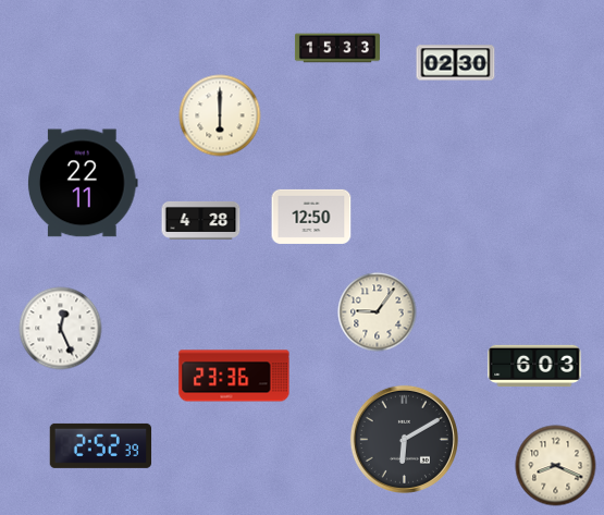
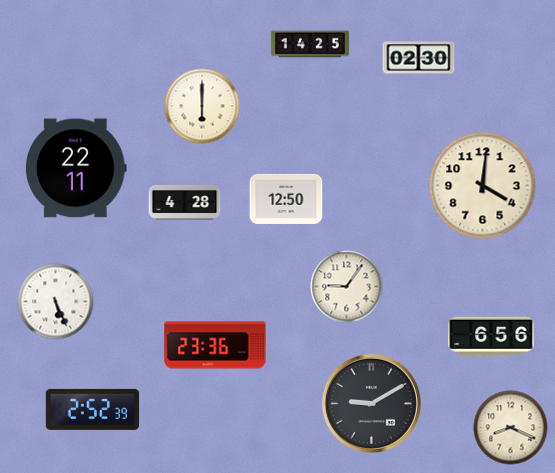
clock at (337, 48): 15:33 -> 14:25
clock at (483, 186): none -> 4:01
clock at (61, 329): 12:26 -> 5:26
clock at (534, 365): 6:03 -> 6:56
clock at (404, 439): 6:10 -> 9:10
